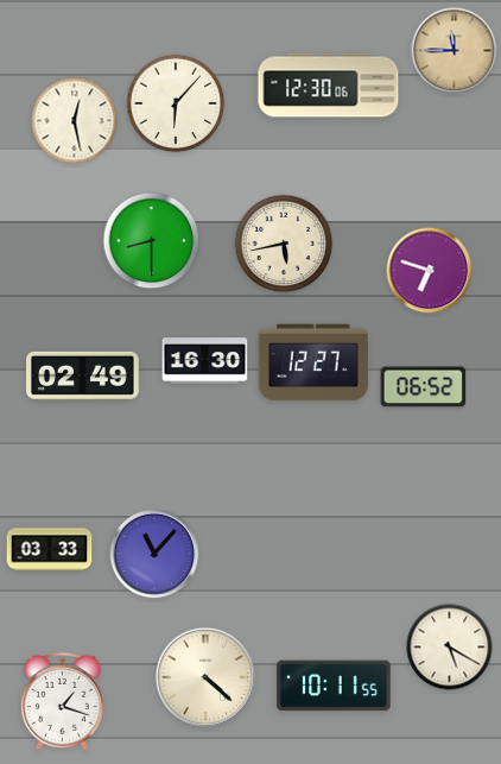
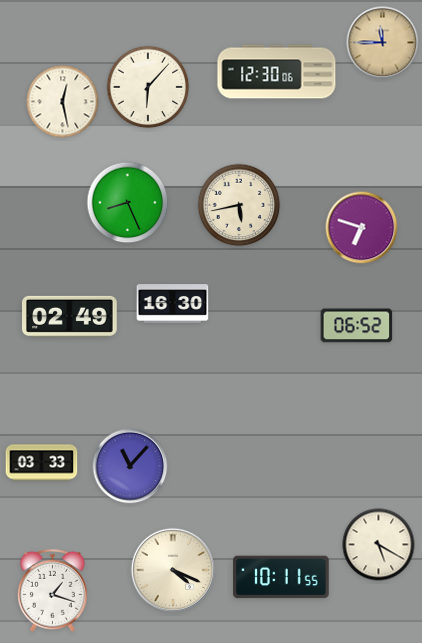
clock at (152, 241): 8:30 -> 8:26
clock at (313, 362): 12:27 -> none
clock at (204, 676): 4:22 -> 4:19
